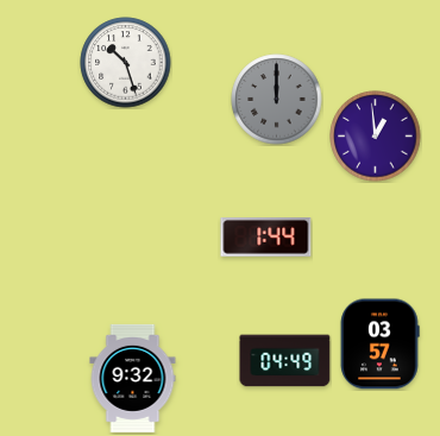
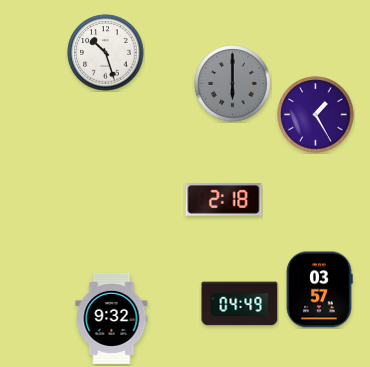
clock at (277, 100): 12:00 -> 6:00
clock at (376, 137): 12:59 -> 1:25
clock at (266, 238): 1:44 -> 2:18
